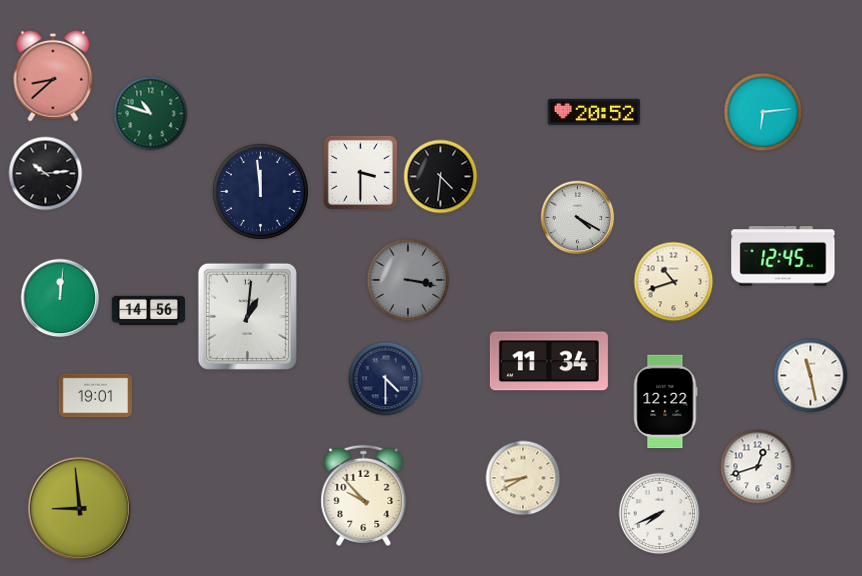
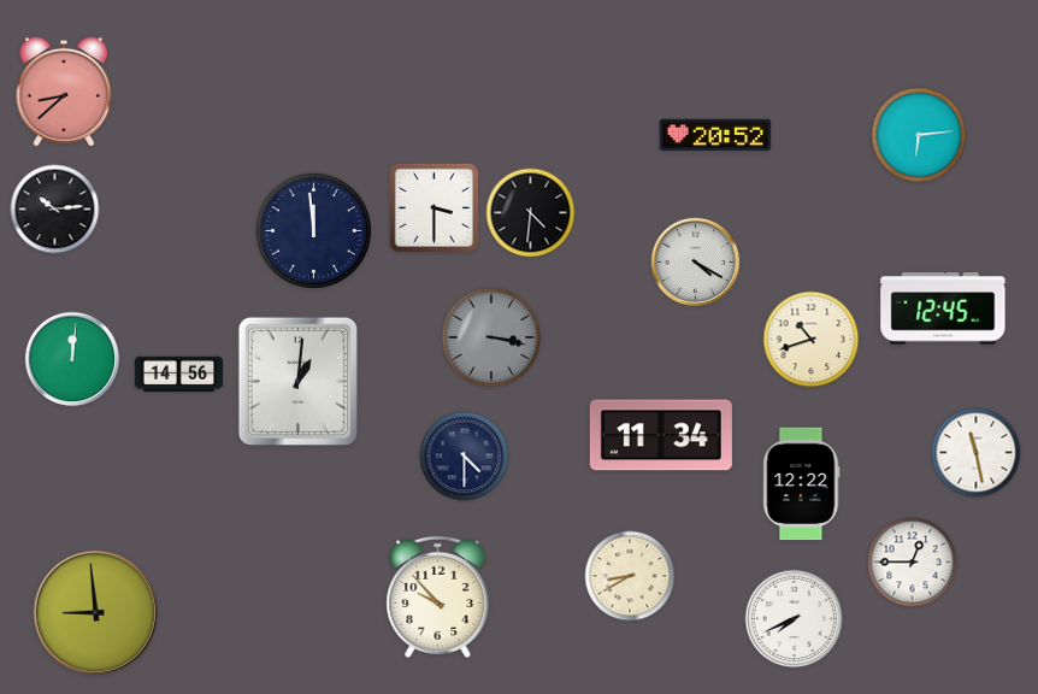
clock at (151, 114): 10:48 -> none
clock at (95, 396): 19:01 -> none
clock at (758, 467): 12:42 -> 12:45
